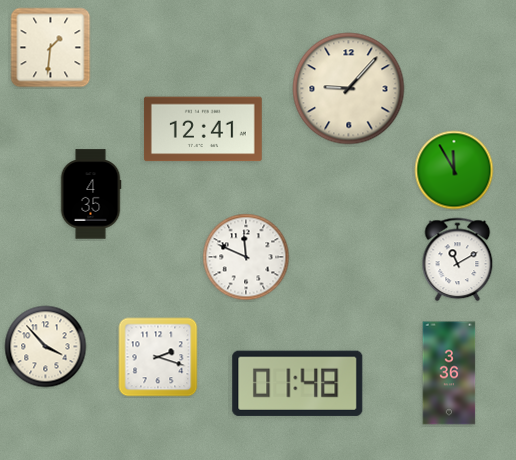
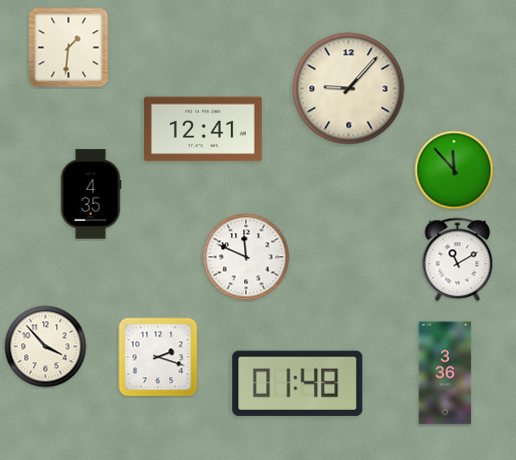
clock at (51, 48) position: (51, 48) -> (69, 48)
clock at (454, 170): 11:55 -> 11:53
clock at (449, 373) position: (449, 373) -> (445, 373)
